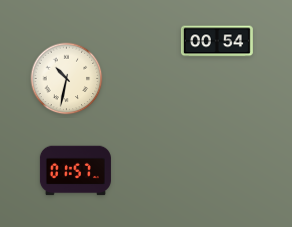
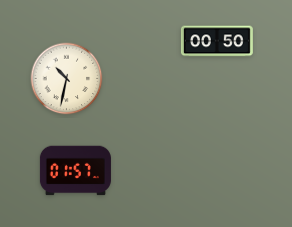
clock at (217, 41): 00:54 -> 00:50
